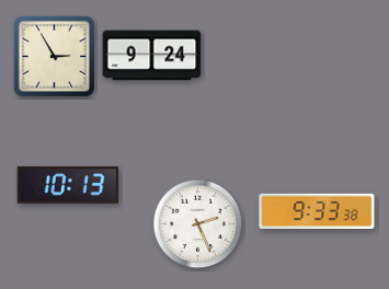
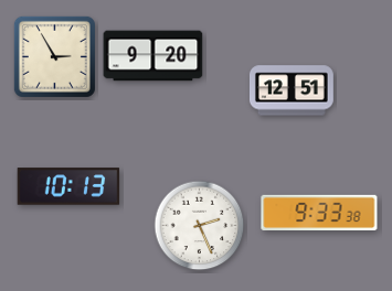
clock at (152, 56): 9:24 -> 9:20
clock at (292, 90): none -> 12:51
